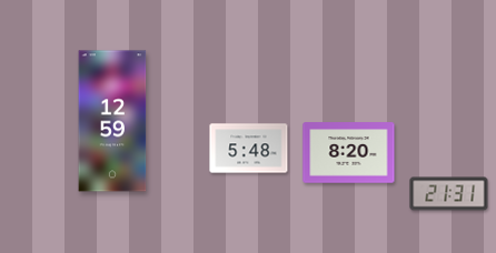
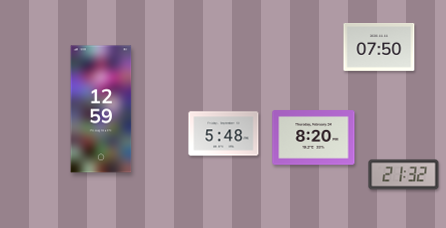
clock at (379, 48): none -> 07:50
clock at (449, 194): 21:31 -> 21:32
